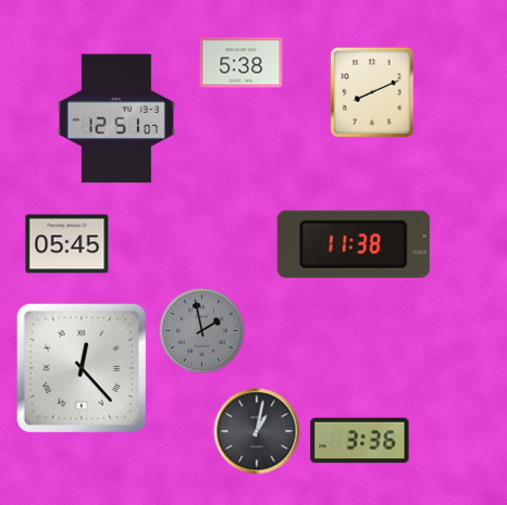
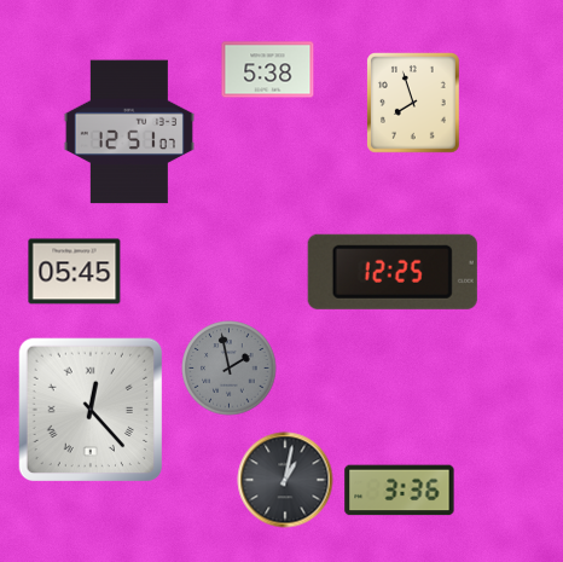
clock at (373, 93): 8:11 -> 7:57
clock at (354, 244): 11:38 -> 12:25
clock at (202, 331) position: (202, 331) -> (230, 369)
